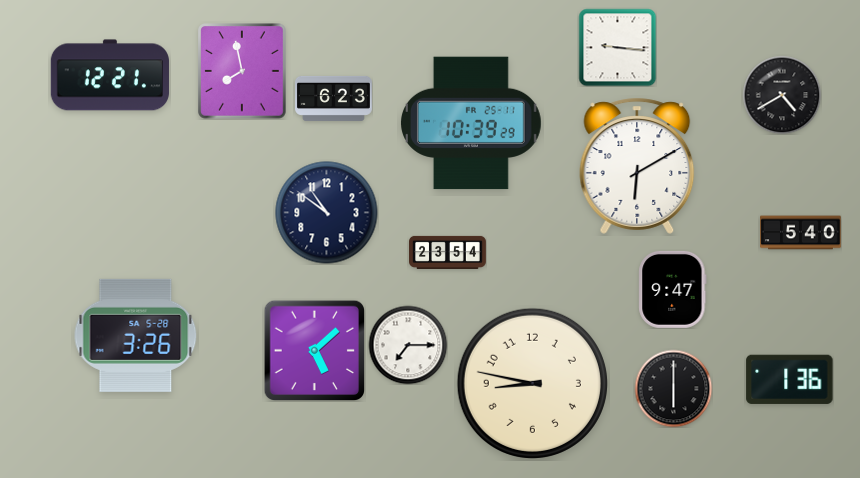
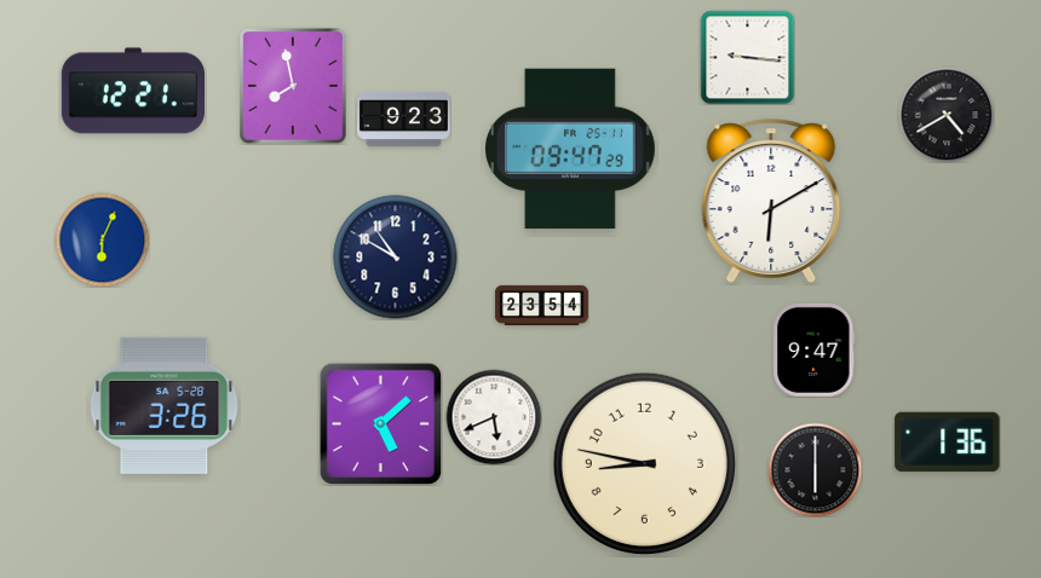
clock at (334, 98): 6:23 -> 9:23
clock at (472, 123): 10:39 -> 09:47
clock at (102, 239): none -> 6:04
clock at (327, 213): 10:51 -> 10:50
clock at (801, 233): 5:40 -> none
clock at (408, 345): 7:15 -> 5:41
clock at (790, 379) position: (790, 379) -> (948, 441)
